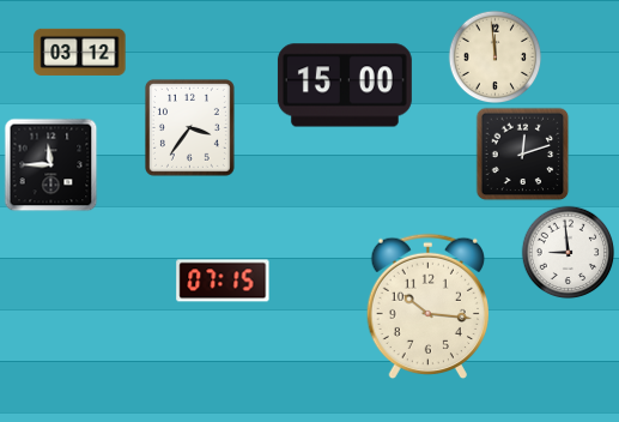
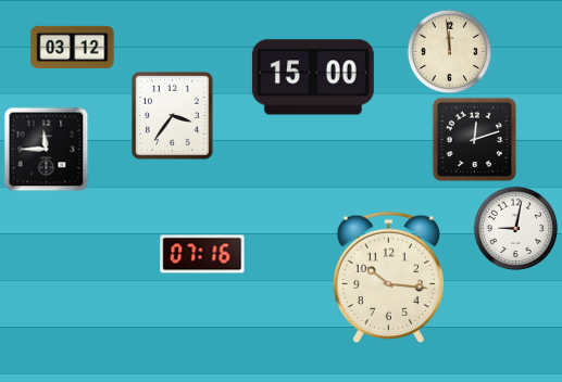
clock at (568, 252): 8:59 -> 9:02
clock at (223, 281): 07:15 -> 07:16
